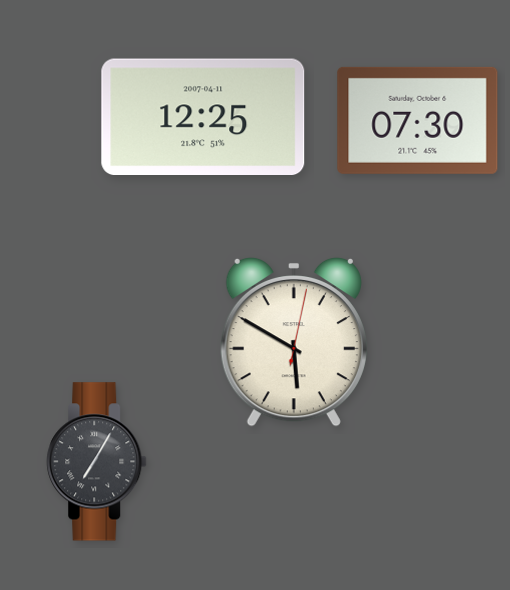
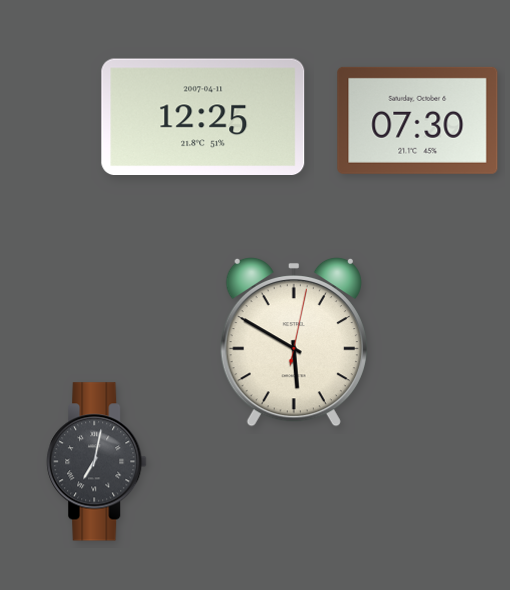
clock at (97, 462): 7:05 -> 7:02
